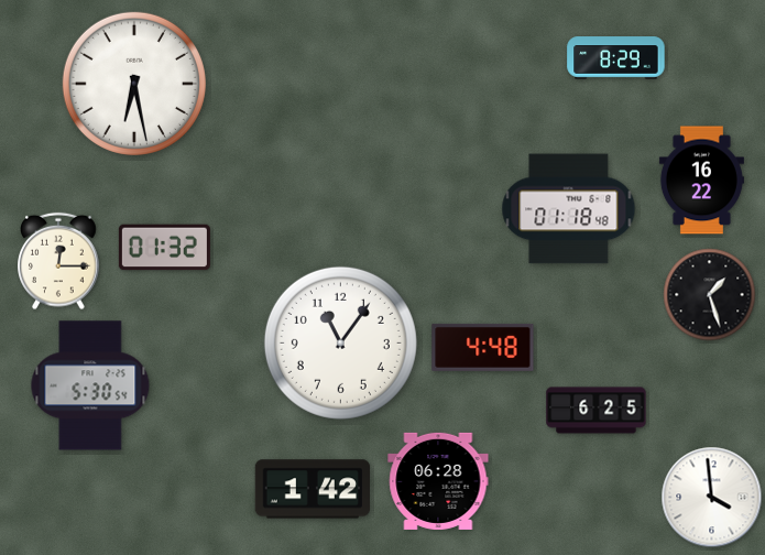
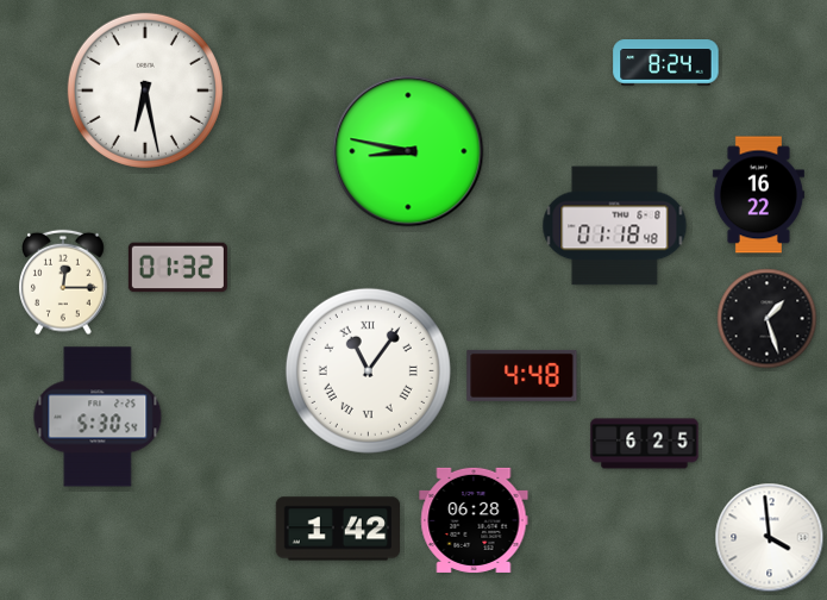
clock at (616, 58): 8:29 -> 8:24
clock at (408, 151): none -> 8:47
clock at (340, 342) numerals: Arabic -> Roman
